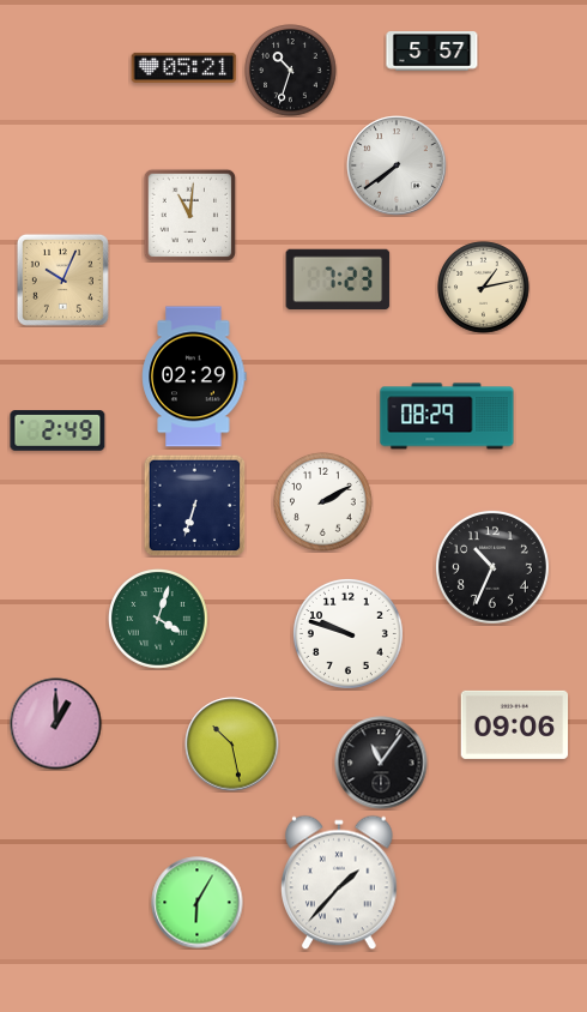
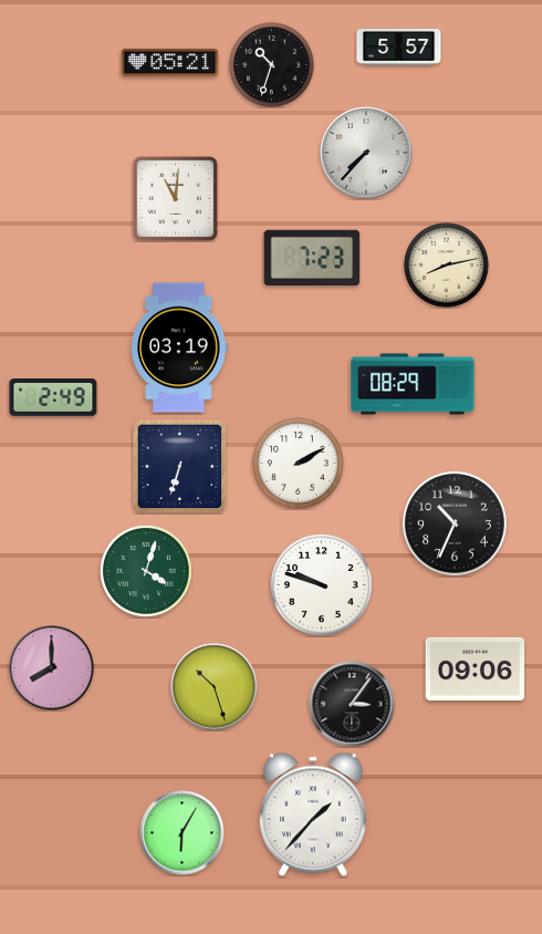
clock at (291, 71) position: (291, 71) -> (272, 65)
clock at (397, 165): 7:39 -> 7:37
clock at (62, 279): 10:04 -> none
clock at (484, 288): 1:13 -> 8:13
clock at (194, 377): 02:29 -> 03:19
clock at (56, 724): 1:00 -> 8:00
clock at (232, 745): 10:28 -> 10:27
clock at (381, 763): 11:06 -> 3:06
